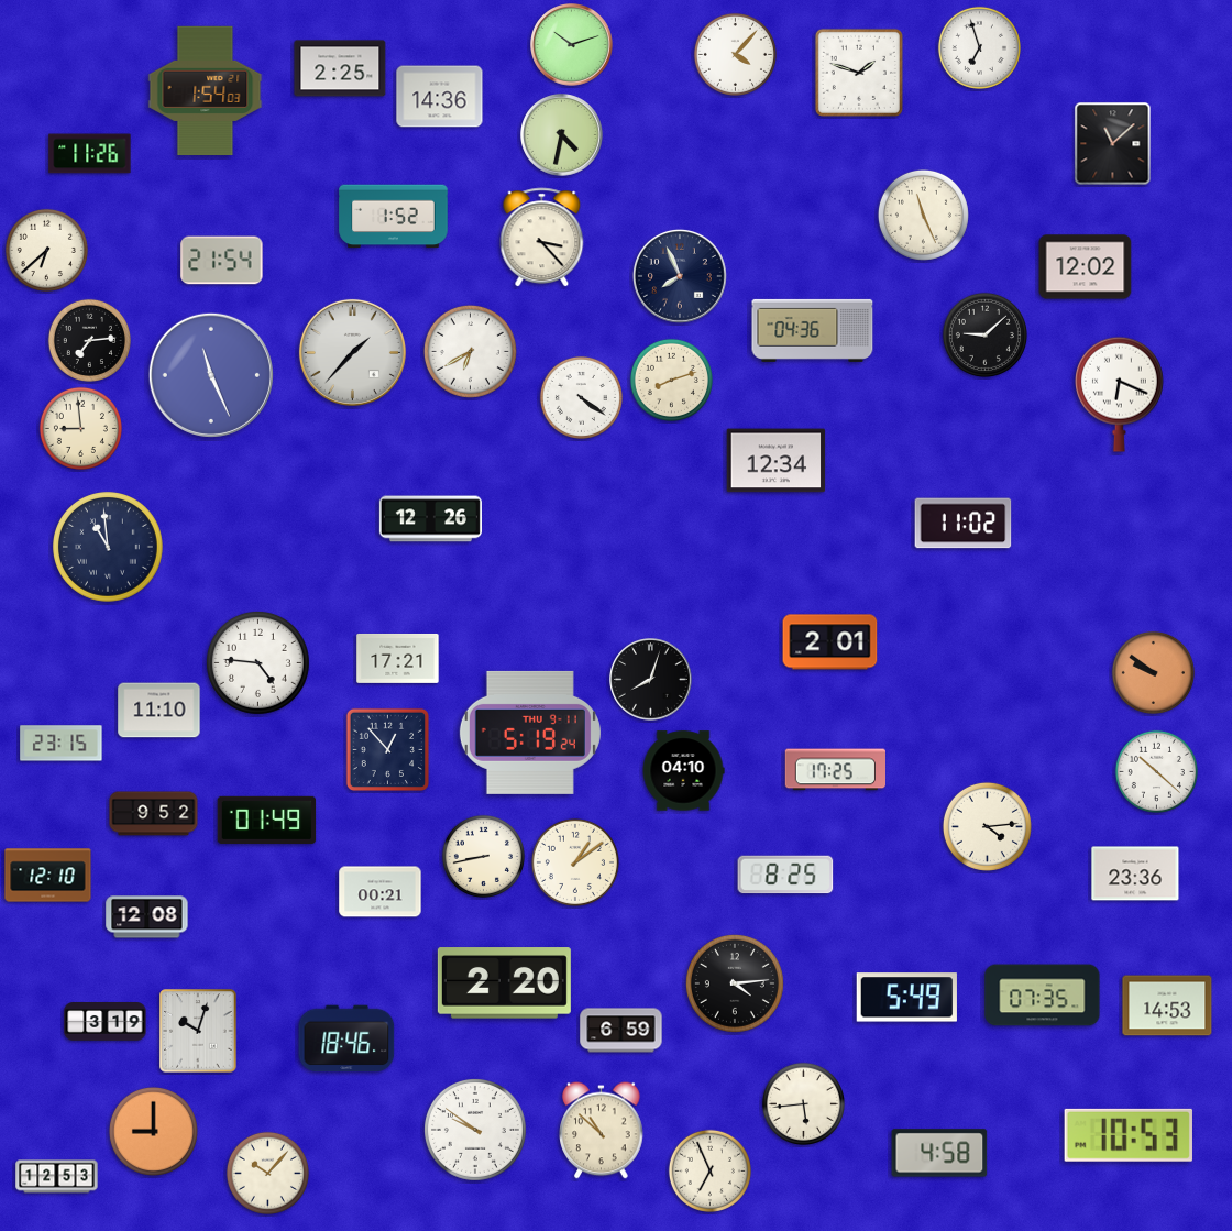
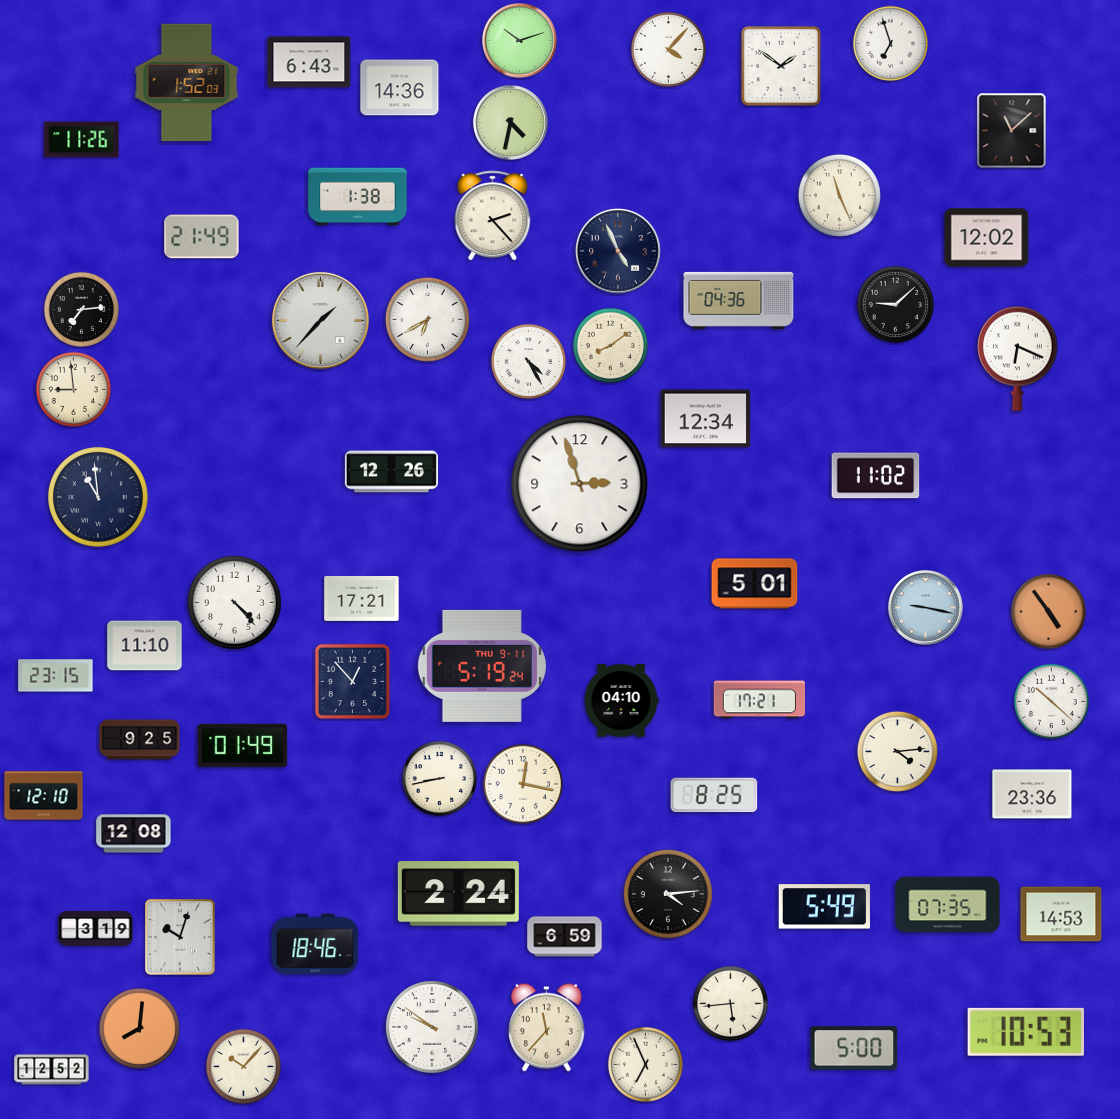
clock at (340, 68): 2:25 -> 6:43
clock at (859, 73): 1:48 -> 1:51
clock at (206, 91): 1:54 -> 1:52
clock at (394, 217): 1:52 -> 1:38
clock at (542, 238): 3:23 -> 2:23
clock at (46, 250): 6:38 -> none
clock at (222, 261): 21:54 -> 21:49
clock at (1086, 267) position: (1086, 267) -> (987, 238)
clock at (680, 276): 7:56 -> 4:56
clock at (211, 375): 11:26 -> none
clock at (671, 380): 8:12 -> 8:09
clock at (581, 397): 4:21 -> 4:25
clock at (580, 484): none -> 2:57
clock at (831, 642): 2:01 -> 5:01
clock at (257, 662): 4:46 -> 4:23
clock at (926, 608): none -> 9:17
clock at (1153, 672): 9:51 -> 4:54
clock at (651, 680): 8:03 -> none
clock at (835, 770): 17:25 -> 17:21
clock at (154, 814): 9:52 -> 9:25
clock at (575, 862): 1:09 -> 12:17
clock at (381, 892): 00:21 -> none
clock at (504, 983): 2:20 -> 2:24
clock at (153, 1131): 9:00 -> 8:01
clock at (602, 1131): 10:52 -> 11:37
clock at (939, 1153): 4:58 -> 5:00
clock at (57, 1177): 12:53 -> 12:52
